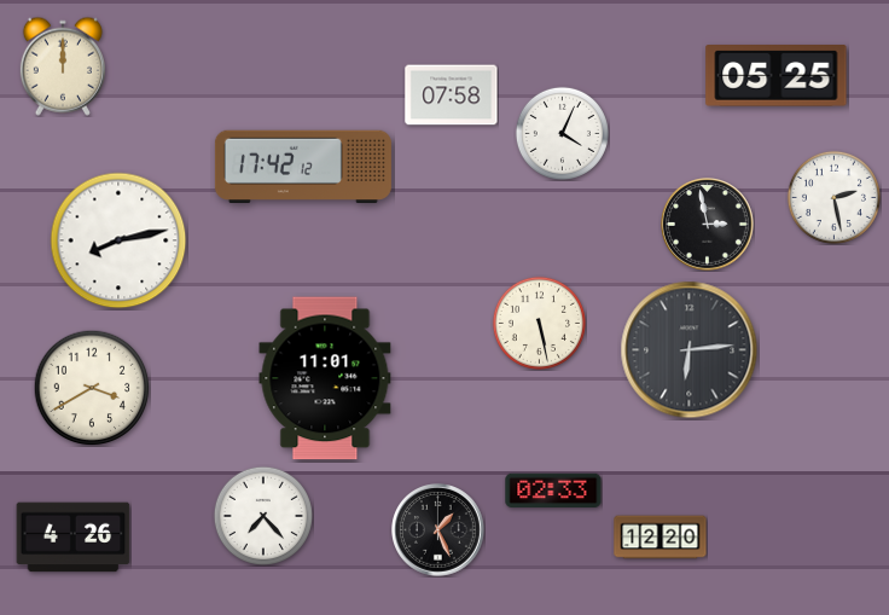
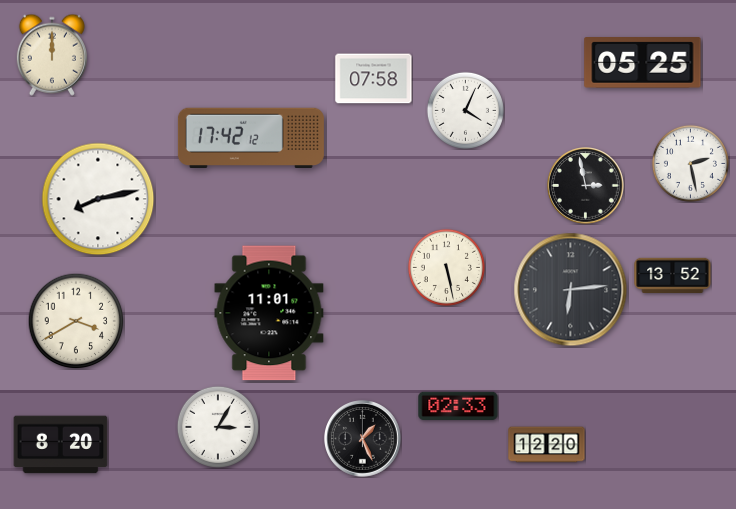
clock at (673, 275): none -> 13:52
clock at (263, 516): 7:23 -> 3:05
clock at (74, 538): 4:26 -> 8:20
